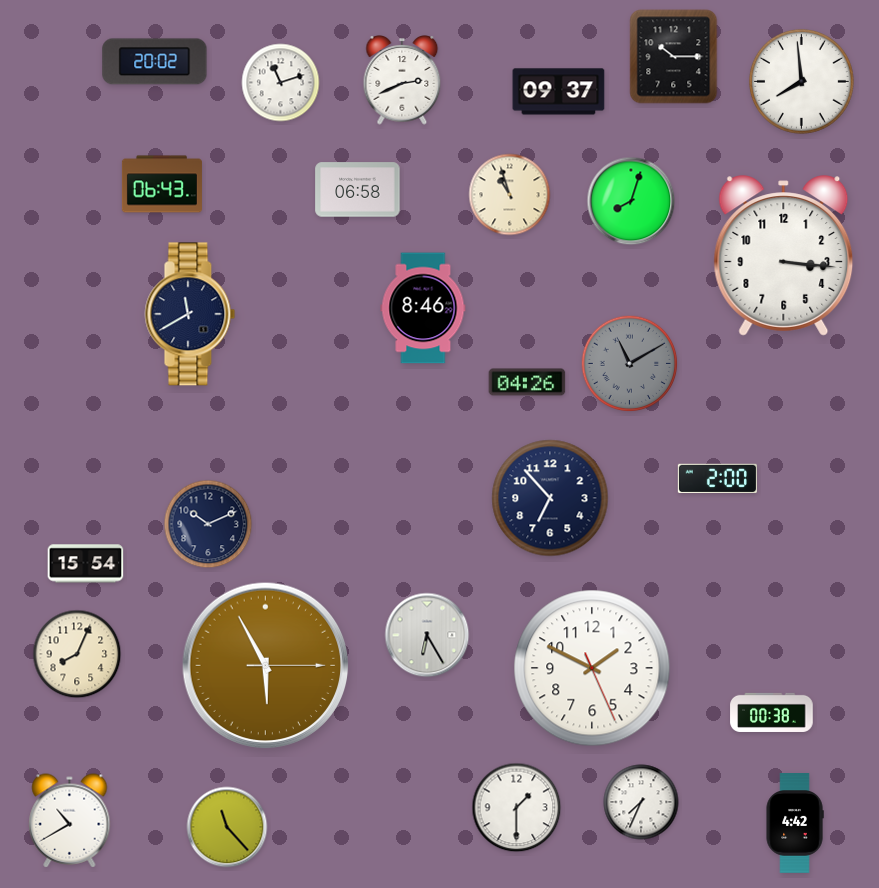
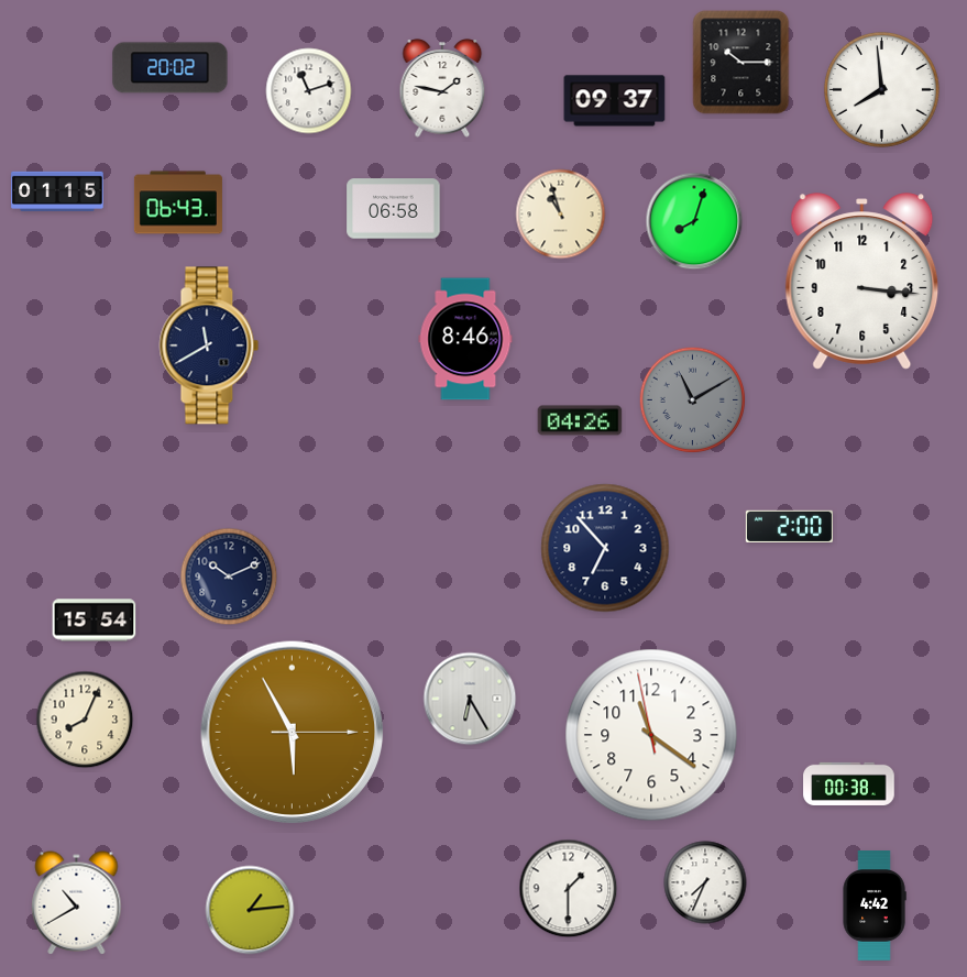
clock at (402, 81): 2:41 -> 1:47
clock at (57, 191): none -> 01:15
clock at (592, 668): 1:49 -> 11:20
clock at (227, 827): 11:23 -> 1:14
